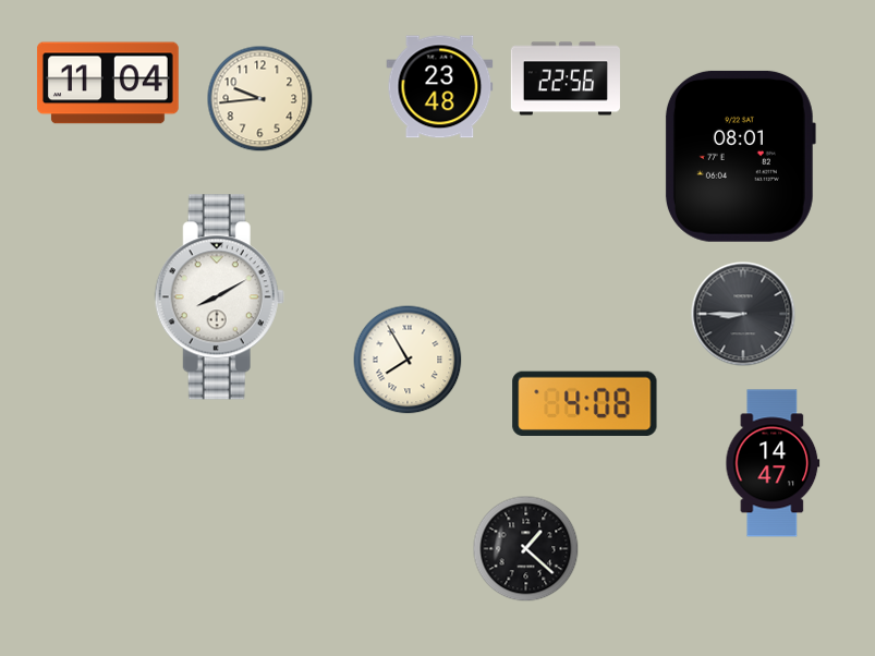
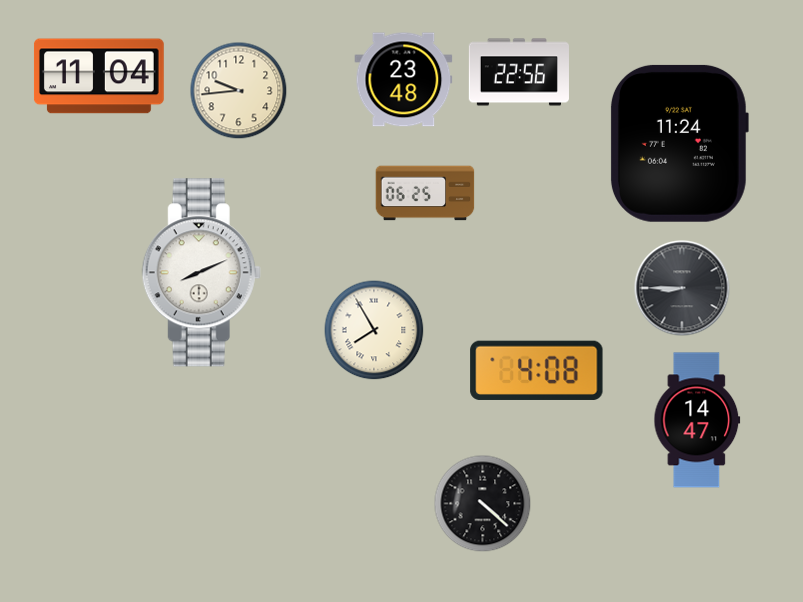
clock at (740, 156): 08:01 -> 11:24
clock at (425, 193): none -> 06:25
clock at (219, 297): 8:10 -> 8:11
clock at (773, 463) position: (773, 463) -> (697, 420)
clock at (526, 549): 1:22 -> 4:22
